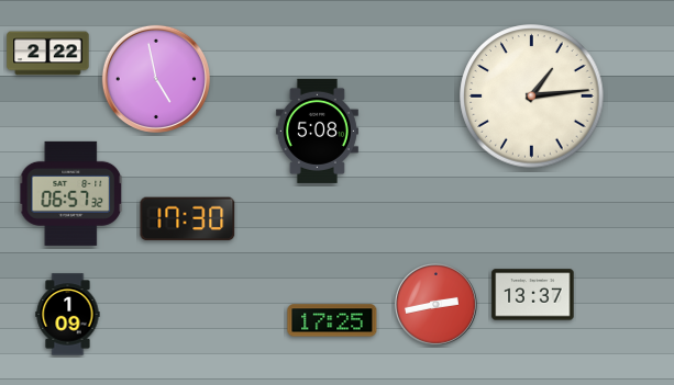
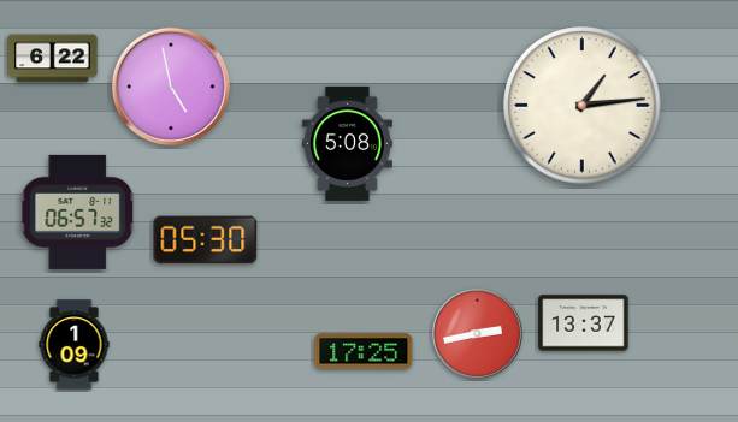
clock at (48, 54): 2:22 -> 6:22
clock at (188, 219): 17:30 -> 05:30
